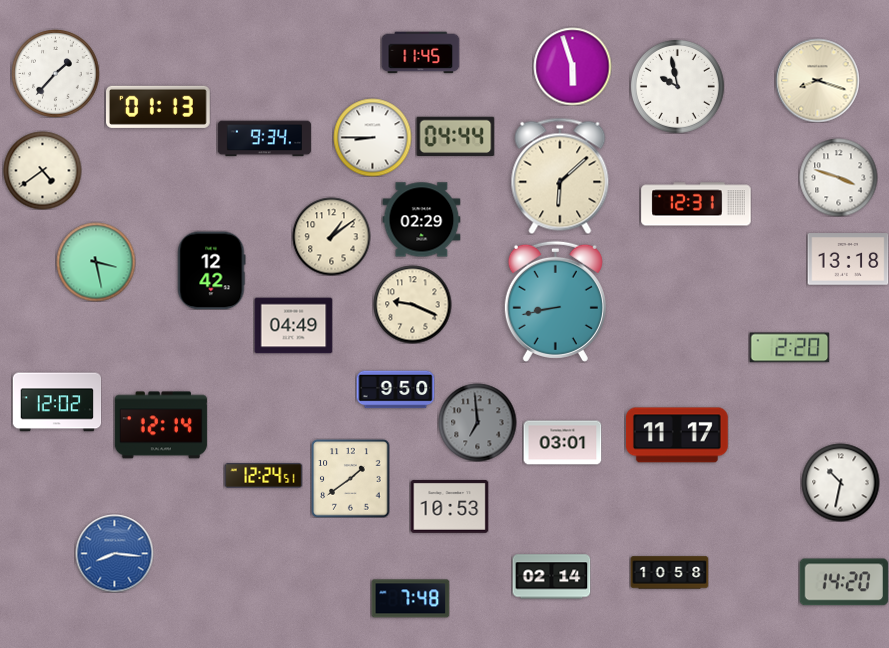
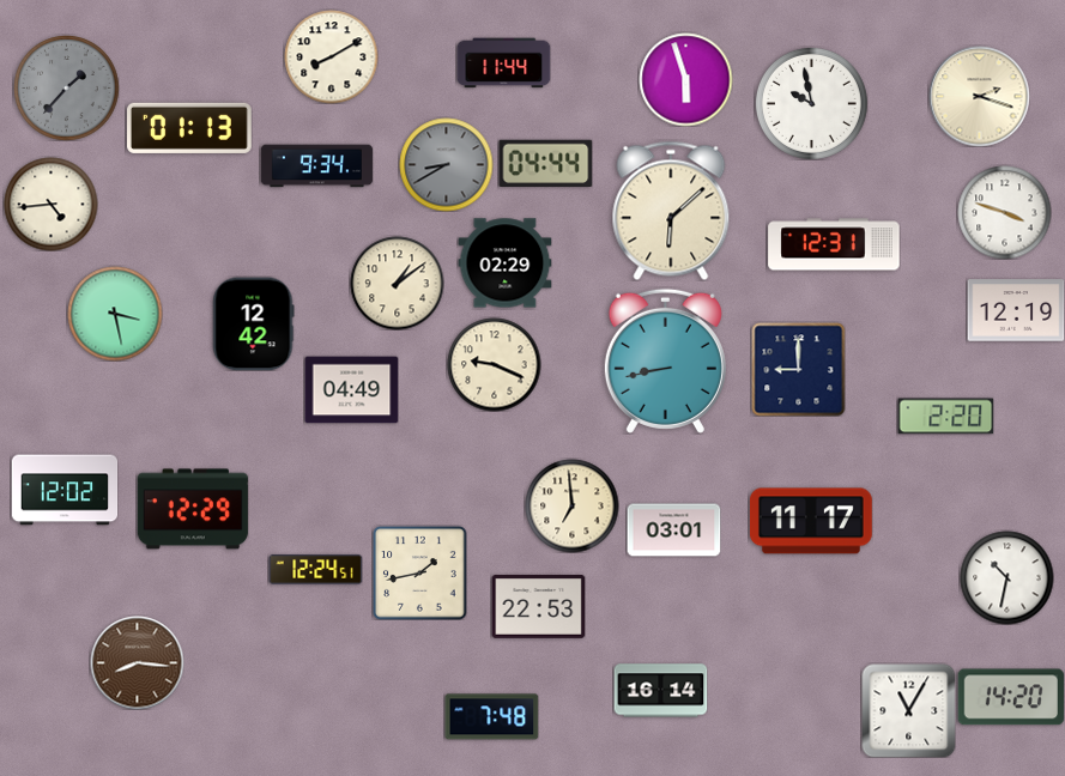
clock at (331, 56): none -> 8:10
clock at (420, 53): 11:45 -> 11:44
clock at (55, 73) dial: white -> grey
clock at (817, 80): 8:18 -> 2:18
clock at (372, 137): 8:45 -> 8:40
clock at (372, 137) dial: white -> grey
clock at (42, 170): 4:39 -> 4:44
clock at (848, 259): 13:18 -> 12:19
clock at (798, 369): none -> 9:00
clock at (395, 390): 9:50 -> none
clock at (57, 402) position: (57, 402) -> (65, 490)
clock at (477, 422) dial: grey -> cream
clock at (161, 425): 12:14 -> 12:29
clock at (350, 478): 1:39 -> 1:43
clock at (449, 506): 10:53 -> 22:53
clock at (114, 553) dial: blue -> brown
clock at (669, 573): 10:58 -> none
clock at (551, 577): 02:14 -> 16:14
clock at (908, 710): none -> 11:05
